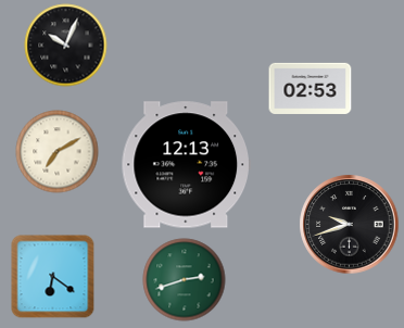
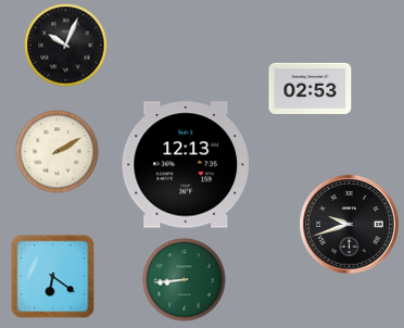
clock at (58, 152): 7:10 -> 2:10
clock at (185, 280): 2:42 -> 8:44
